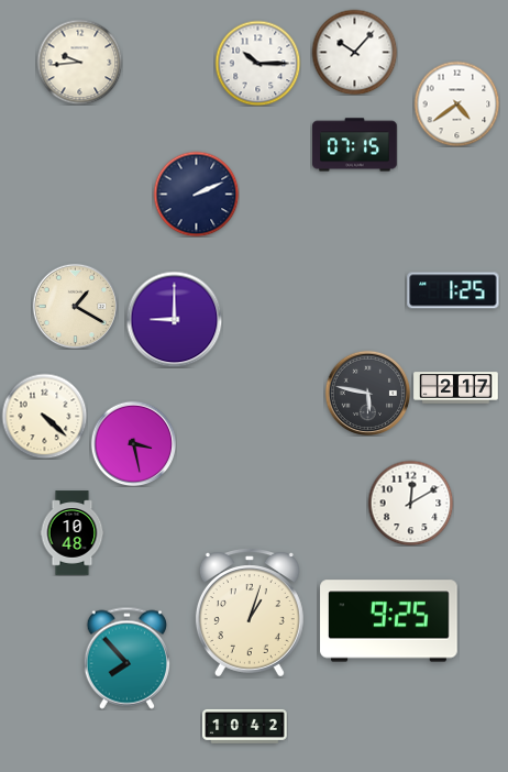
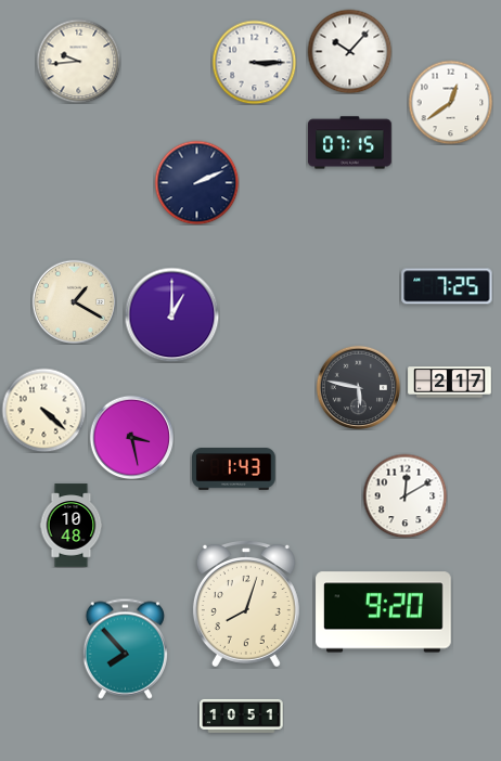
clock at (257, 63): 10:15 -> 3:15
clock at (456, 103): 4:39 -> 12:39
clock at (196, 194) position: (196, 194) -> (196, 182)
clock at (453, 290): 1:25 -> 7:25
clock at (174, 319): 9:00 -> 1:00
clock at (367, 393) position: (367, 393) -> (358, 387)
clock at (234, 469): none -> 1:43
clock at (250, 613): 1:03 -> 8:03
clock at (389, 621): 9:25 -> 9:20
clock at (245, 726): 10:42 -> 10:51
